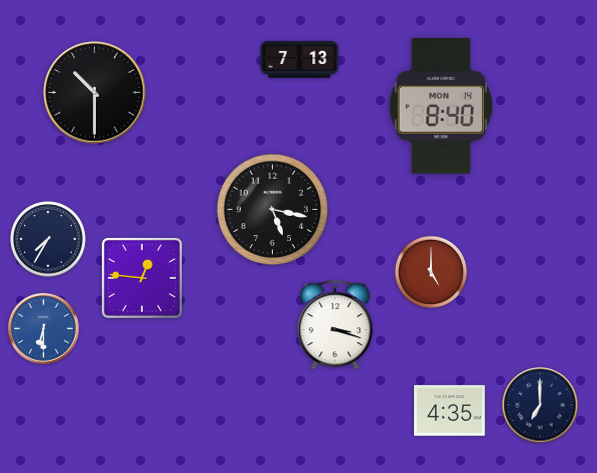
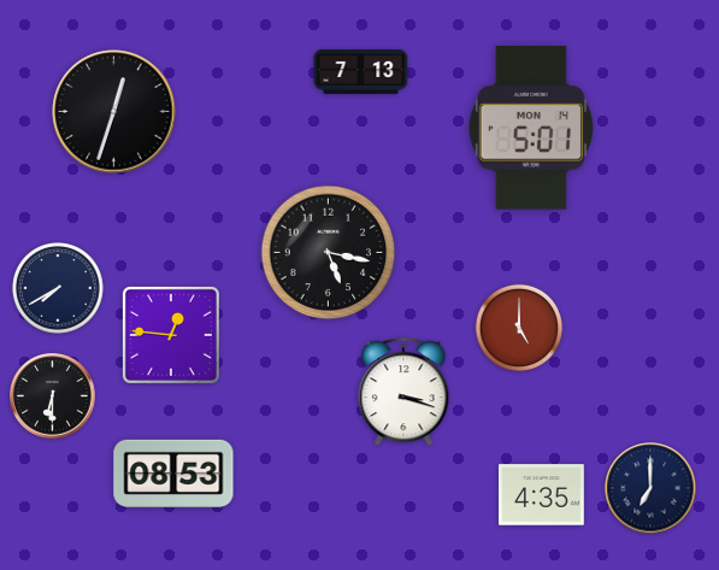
clock at (95, 93): 10:30 -> 12:33
clock at (441, 106): 8:40 -> 5:01
clock at (48, 239): 7:35 -> 7:40
clock at (44, 329) dial: blue -> black
clock at (173, 474): none -> 08:53
